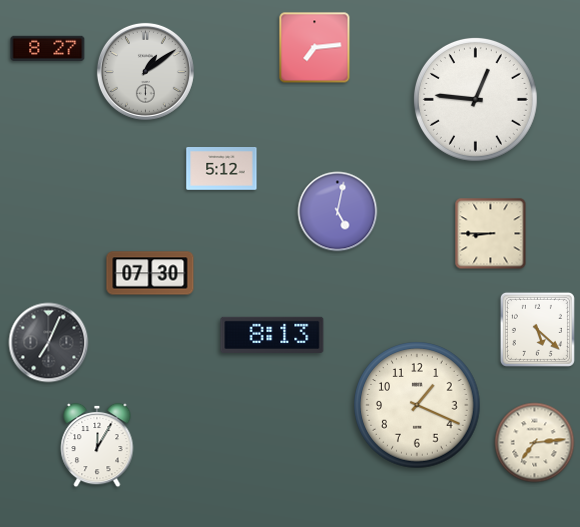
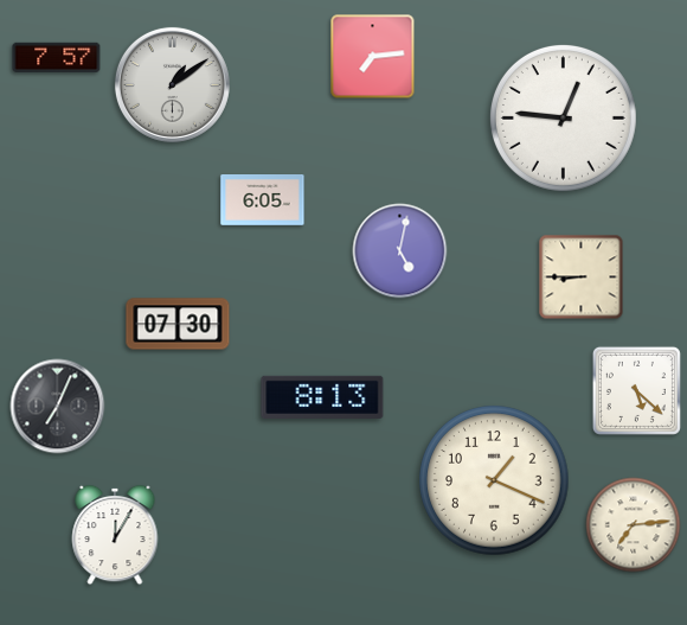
clock at (48, 48): 8:27 -> 7:57
clock at (222, 169): 5:12 -> 6:05
clock at (97, 445) position: (97, 445) -> (115, 535)
